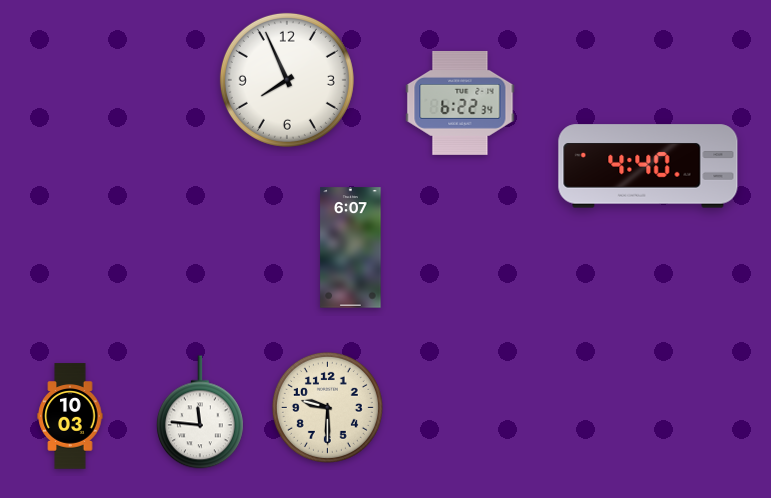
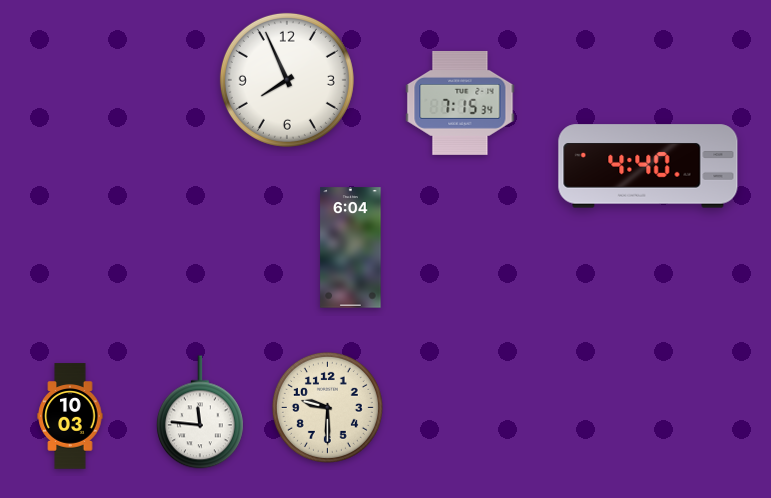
clock at (460, 103): 6:22 -> 7:15
clock at (351, 248): 6:07 -> 6:04
